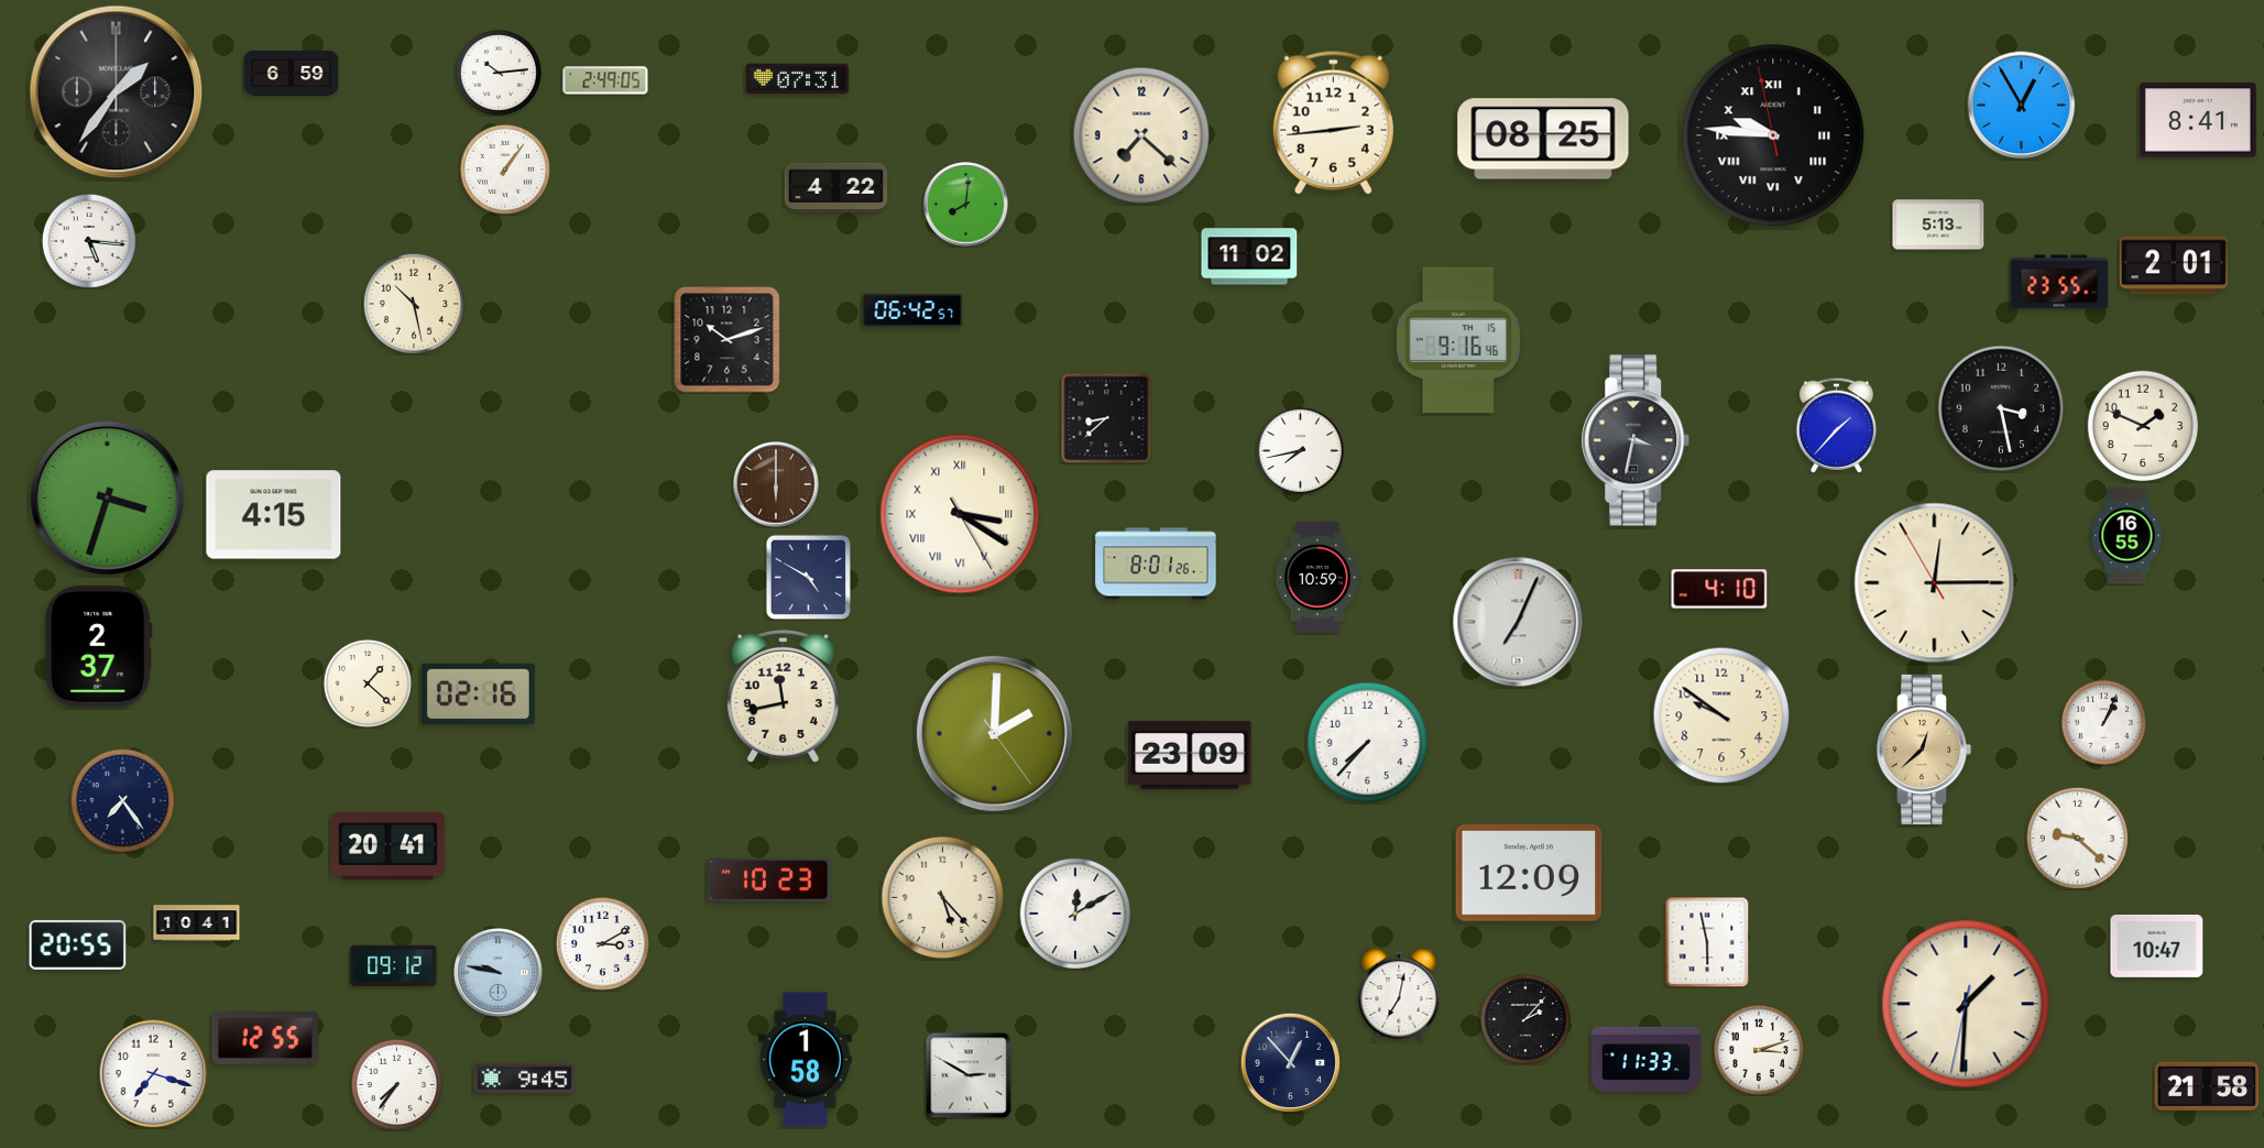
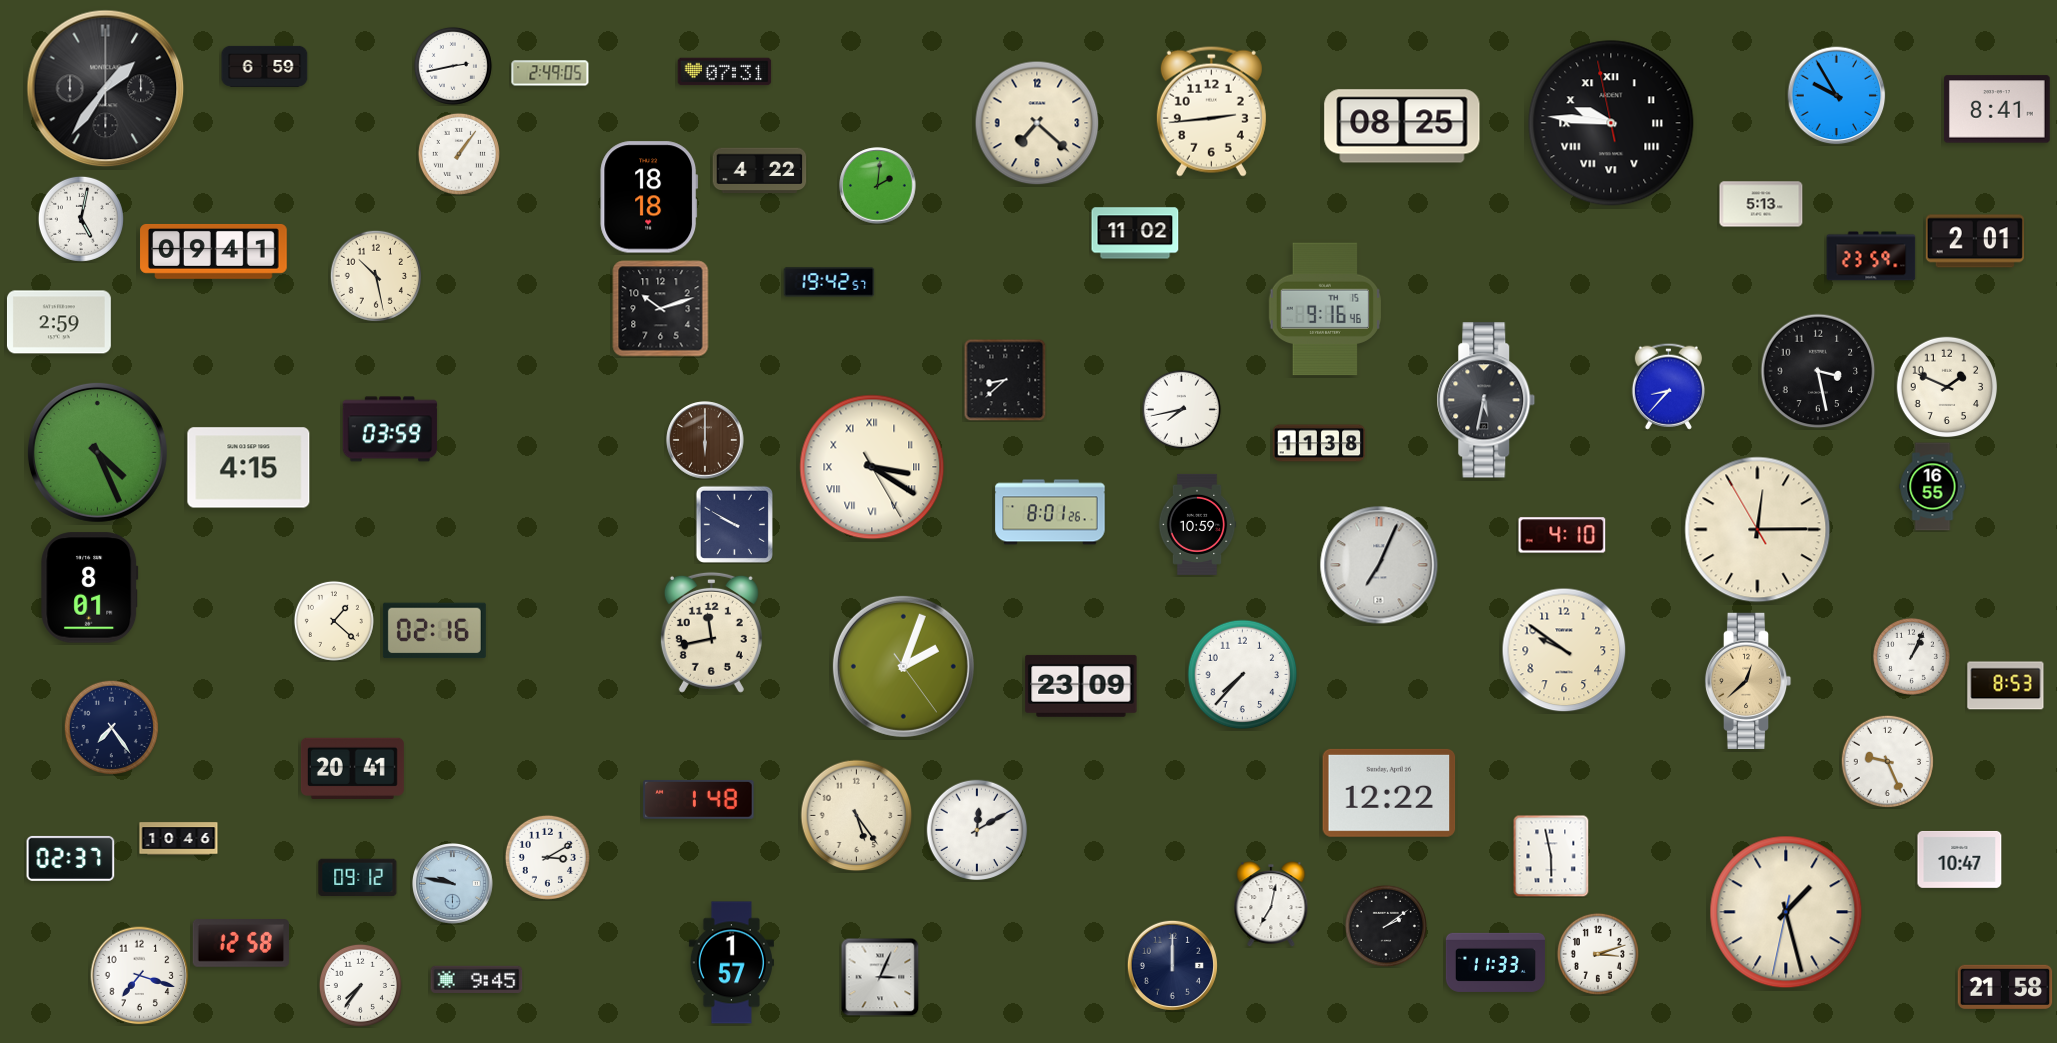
clock at (499, 73): 10:14 -> 2:43
clock at (117, 92) position: (117, 92) -> (106, 89)
clock at (2022, 106): 12:55 -> 9:55
clock at (966, 205): 8:01 -> 2:01
clock at (649, 197): none -> 18:18
clock at (89, 241): 5:16 -> 5:02
clock at (214, 251): none -> 09:41
clock at (2059, 282): 23:55 -> 23:59
clock at (912, 310): 06:42 -> 19:42
clock at (59, 322): none -> 2:59
clock at (1836, 425): 1:37 -> 8:37
clock at (1636, 440): 3:32 -> 5:32
clock at (390, 429): none -> 03:59
clock at (1319, 443): none -> 11:38
clock at (107, 498): 3:33 -> 4:26
clock at (808, 577): 4:50 -> 9:50
clock at (99, 647): 2:37 -> 8:01
clock at (994, 733): 2:00 -> 2:03
clock at (2006, 686): none -> 8:53
clock at (2077, 838): 9:22 -> 9:26
clock at (1529, 873): 12:09 -> 12:22
clock at (769, 881): 10:23 -> 1:48
clock at (943, 898): 5:23 -> 5:24
clock at (197, 923): 10:41 -> 10:46
clock at (78, 944): 20:55 -> 02:37
clock at (1966, 1004): 1:30 -> 1:27
clock at (1525, 1019): 2:07 -> 2:09
clock at (264, 1039): 12:55 -> 12:58
clock at (805, 1060): 1:58 -> 1:57
clock at (1290, 1062): 12:53 -> 12:00
clock at (969, 1075): 2:50 -> 3:04
